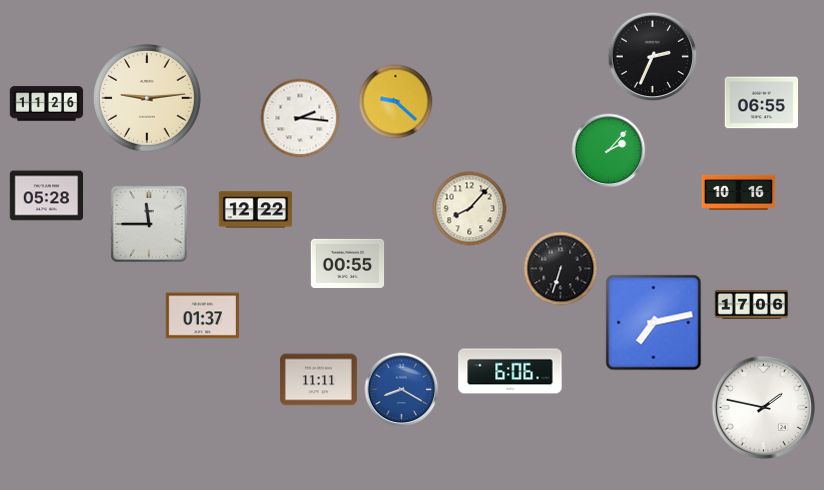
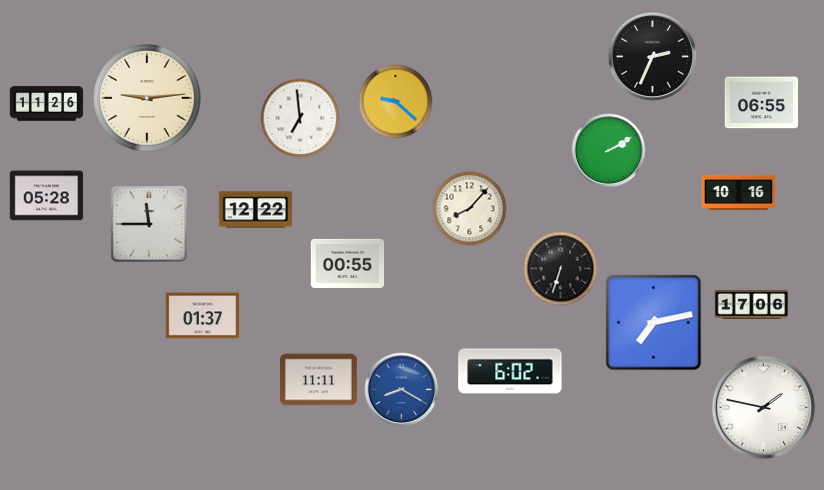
clock at (300, 118): 2:16 -> 6:59
clock at (609, 151): 2:07 -> 2:10
clock at (510, 371): 6:06 -> 6:02
